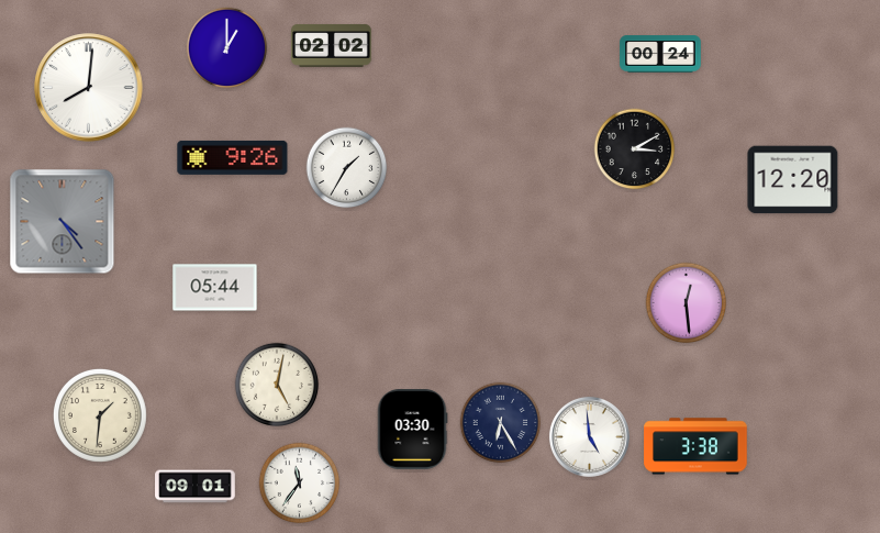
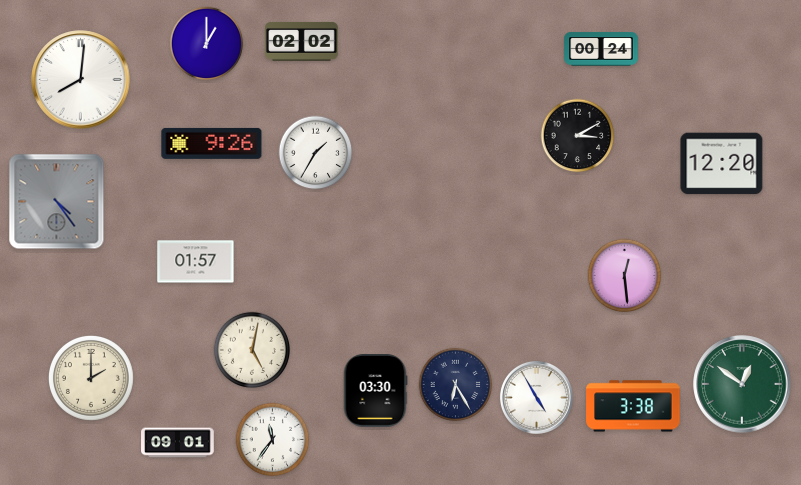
clock at (215, 288): 05:44 -> 01:57
clock at (100, 415): 1:31 -> 2:00
clock at (742, 384): none -> 12:51
clock at (589, 436): 4:59 -> 4:55
